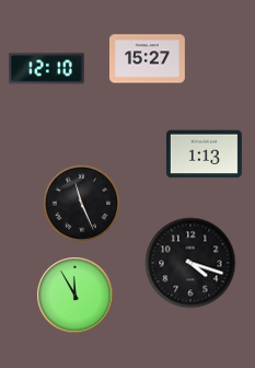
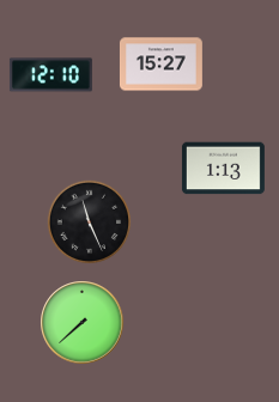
clock at (190, 263): 4:18 -> none
clock at (76, 296): 11:55 -> 7:38
